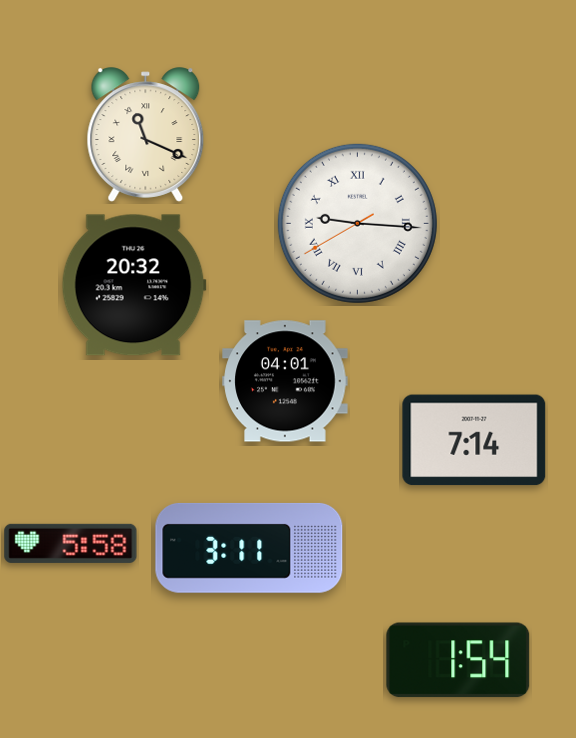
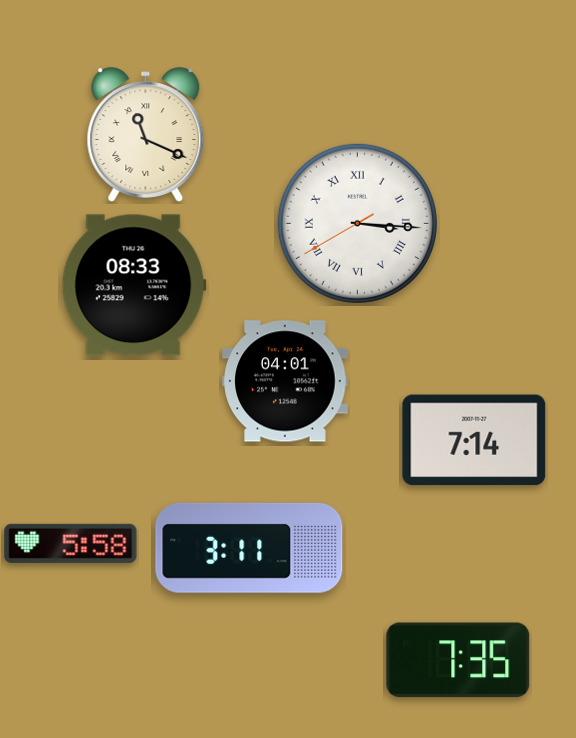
clock at (357, 223): 9:15 -> 3:15
clock at (134, 285): 20:32 -> 08:33
clock at (458, 660): 1:54 -> 7:35
